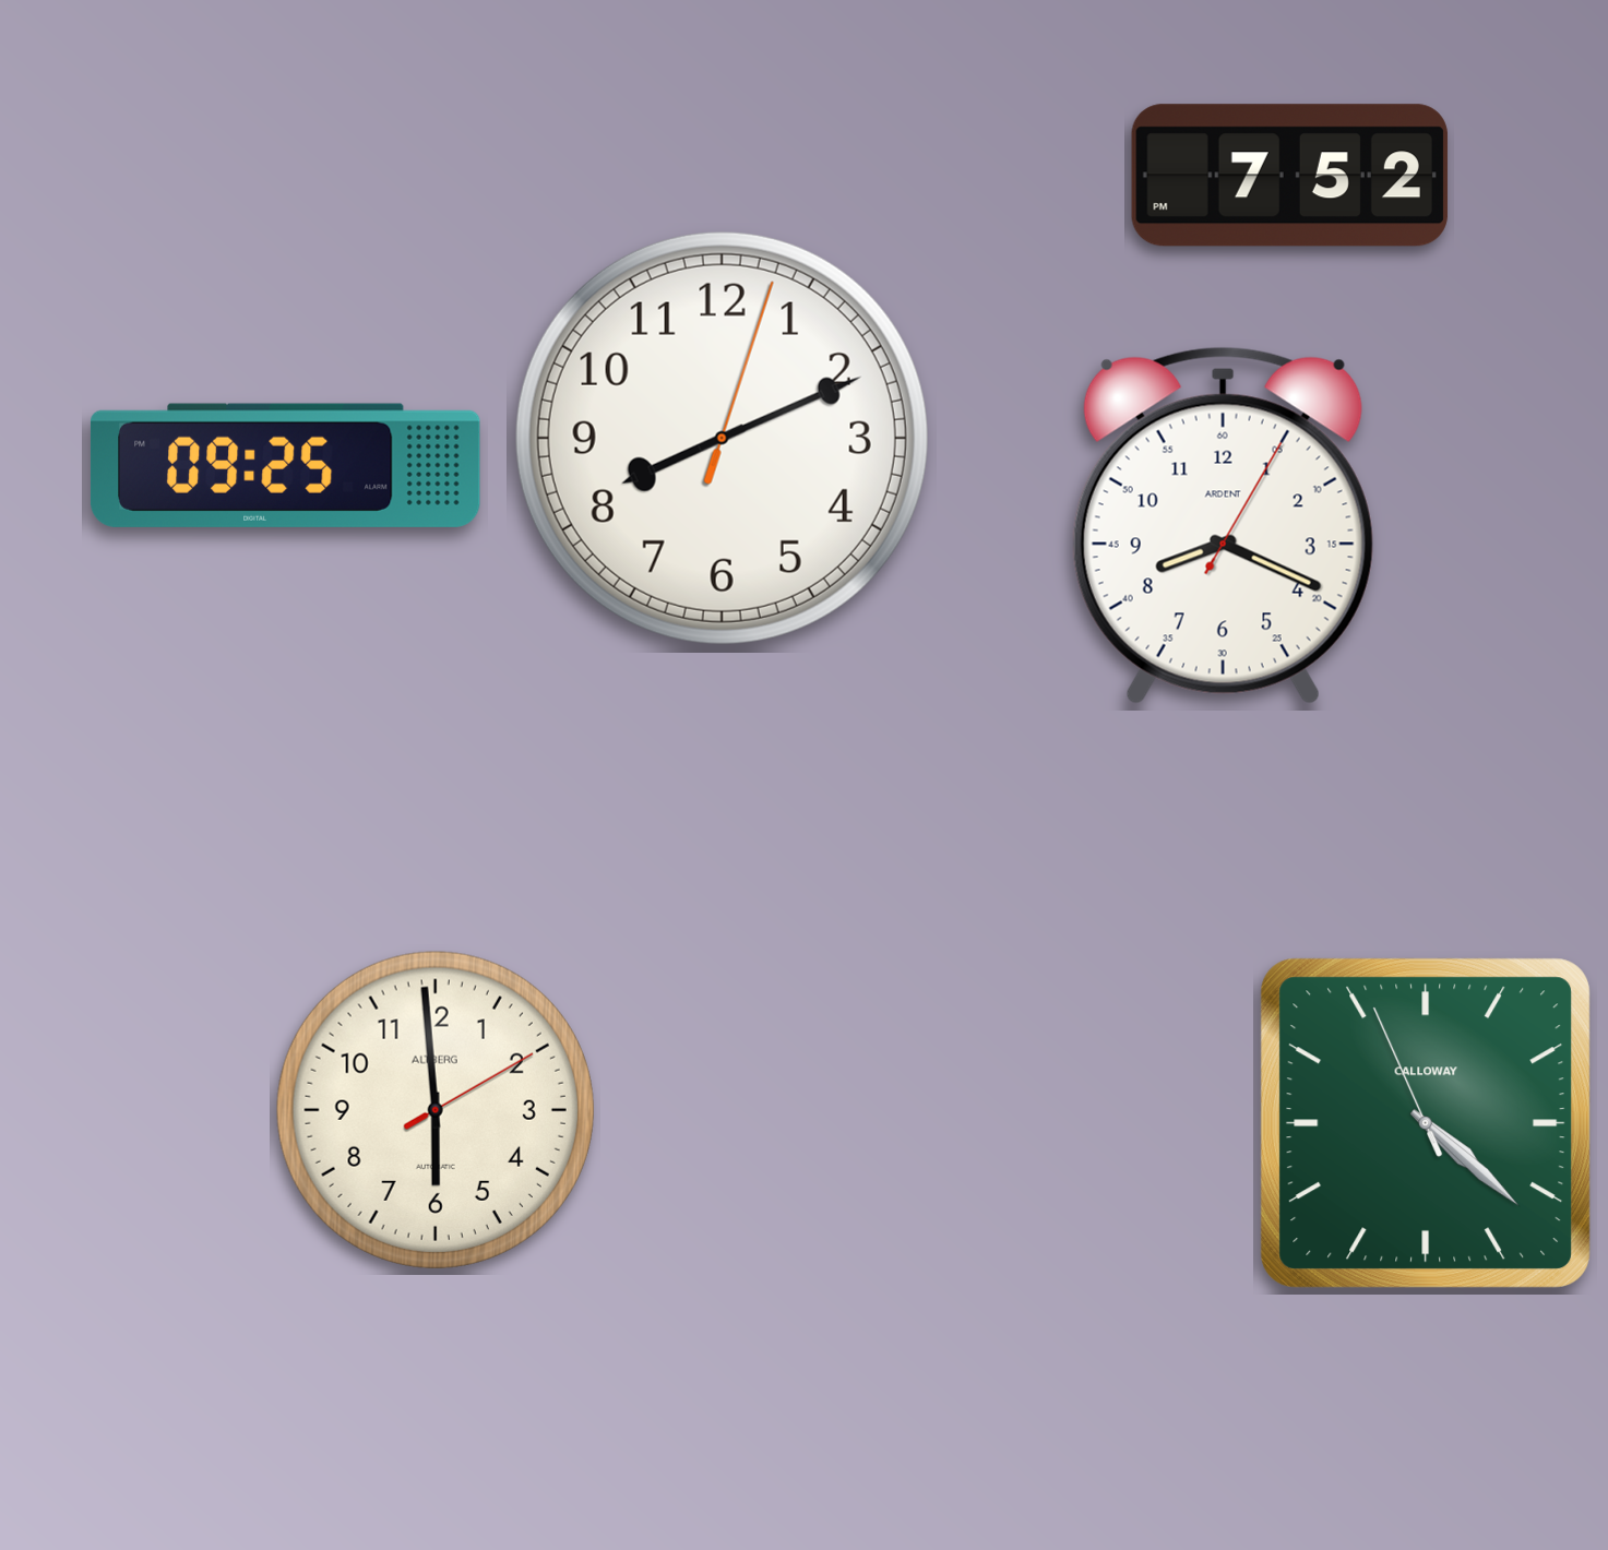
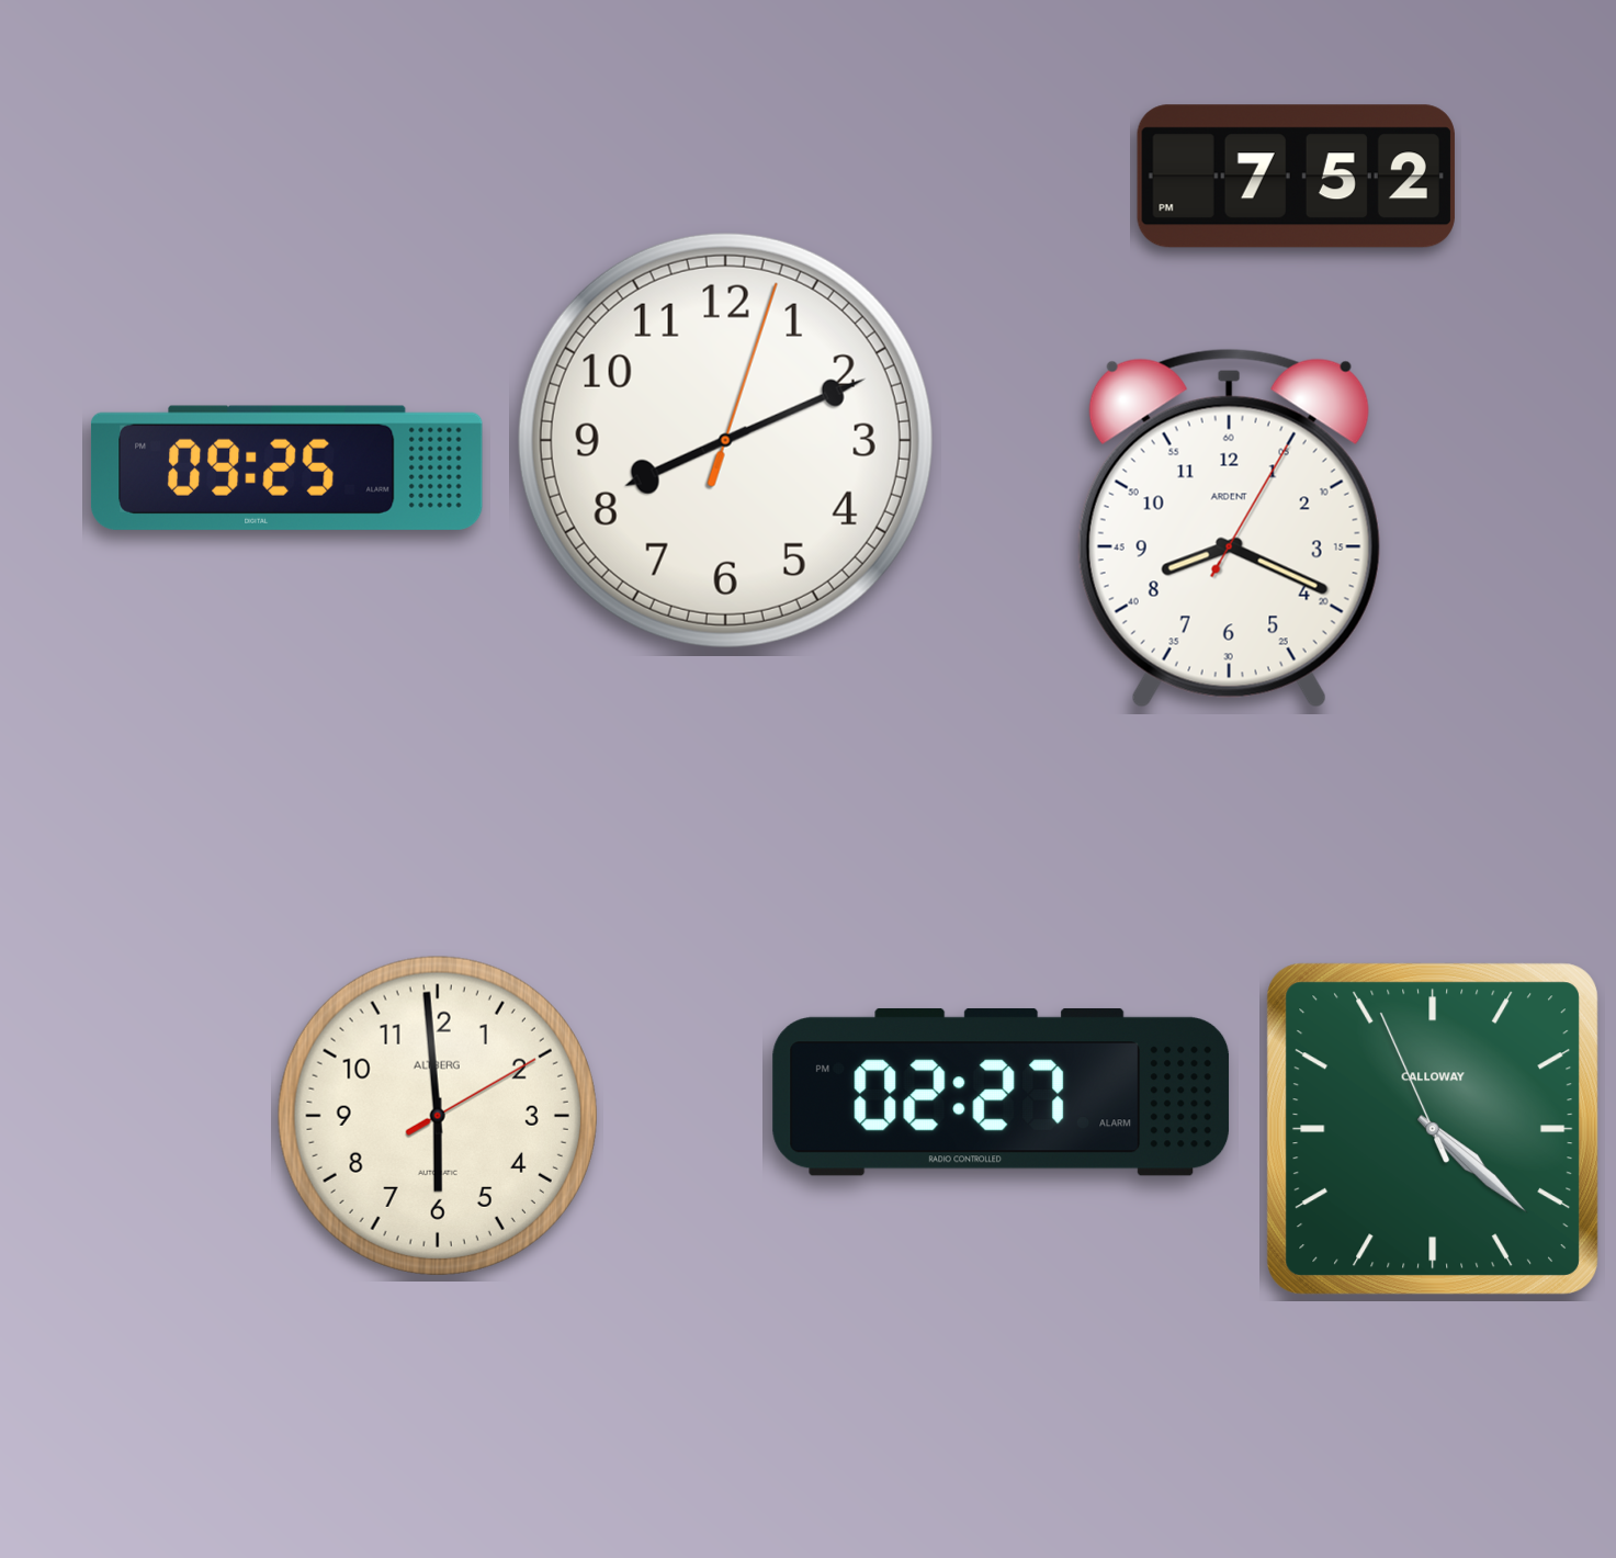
clock at (1002, 1092): none -> 02:27
